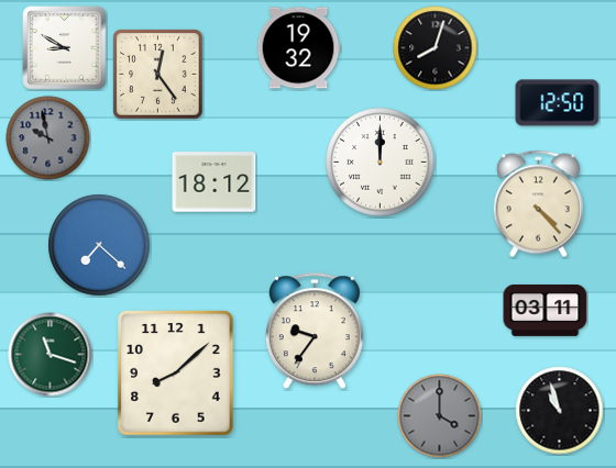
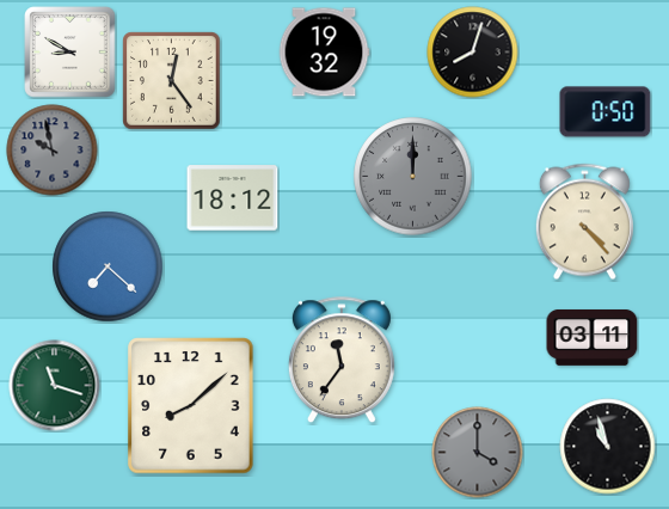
clock at (558, 103): 12:50 -> 0:50
clock at (381, 163) dial: white -> grey
clock at (315, 332): 9:36 -> 11:36
